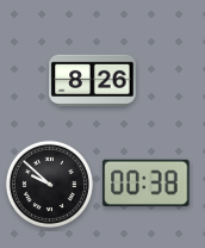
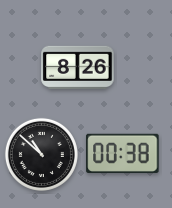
clock at (49, 184): 9:52 -> 10:52
